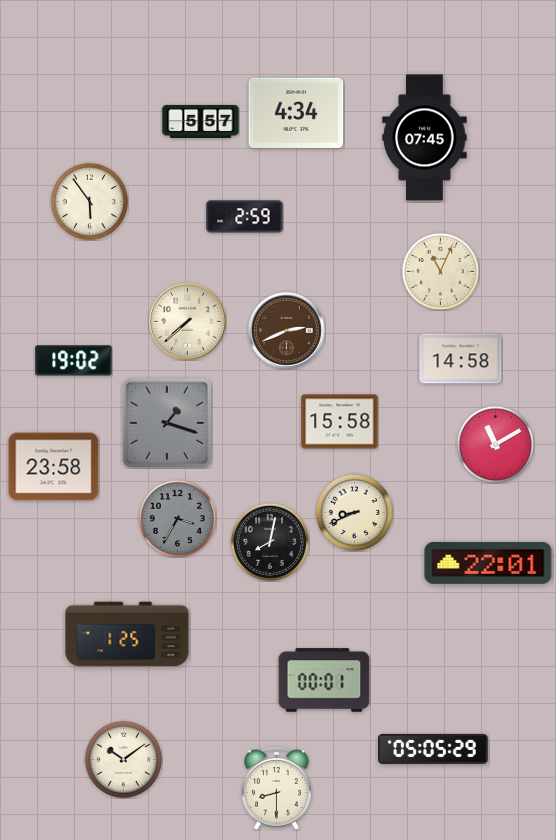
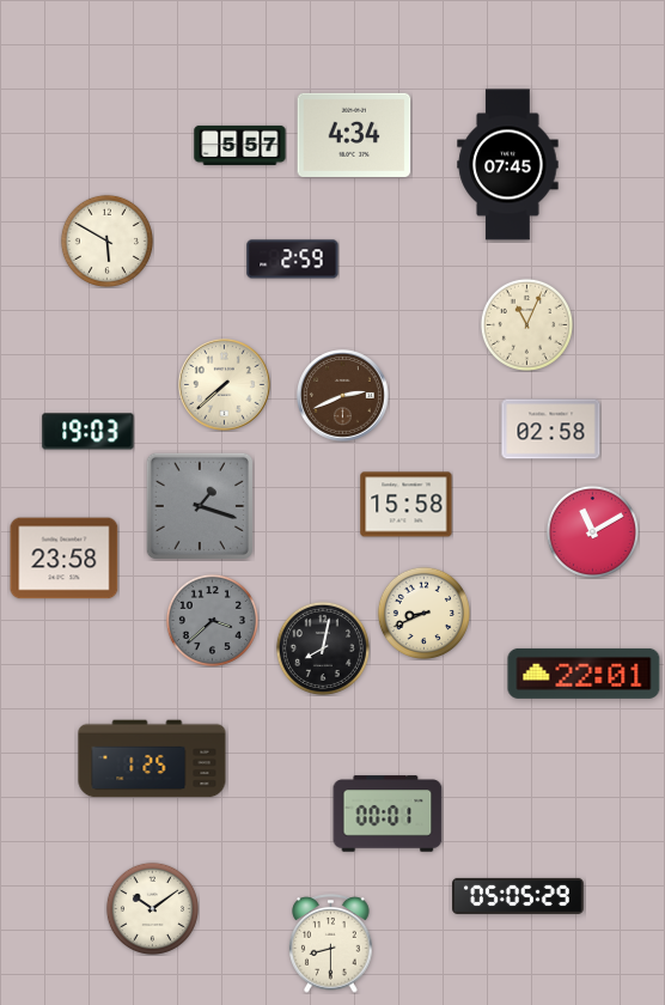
clock at (89, 201): 5:54 -> 5:50
clock at (461, 359): 14:58 -> 02:58
clock at (74, 361): 19:02 -> 19:03
clock at (177, 518): 3:35 -> 3:38
clock at (123, 759) position: (123, 759) -> (152, 908)
